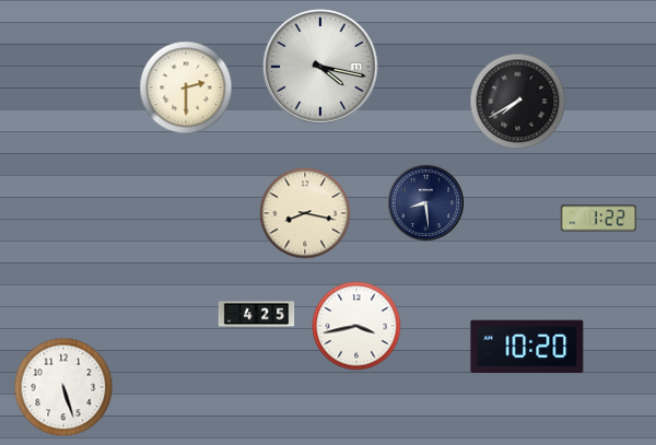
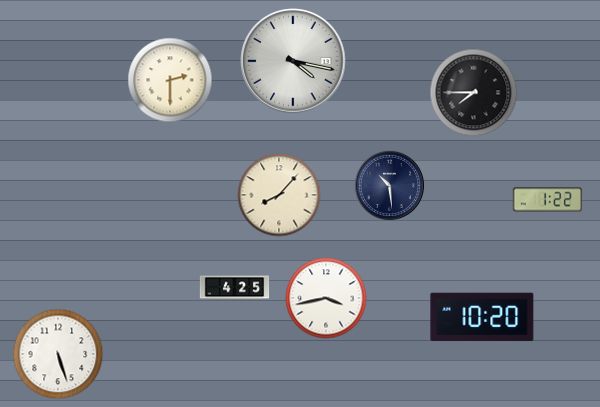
clock at (518, 102): 7:40 -> 7:45
clock at (425, 202): 8:29 -> 10:29
clock at (305, 213): 8:17 -> 8:07
